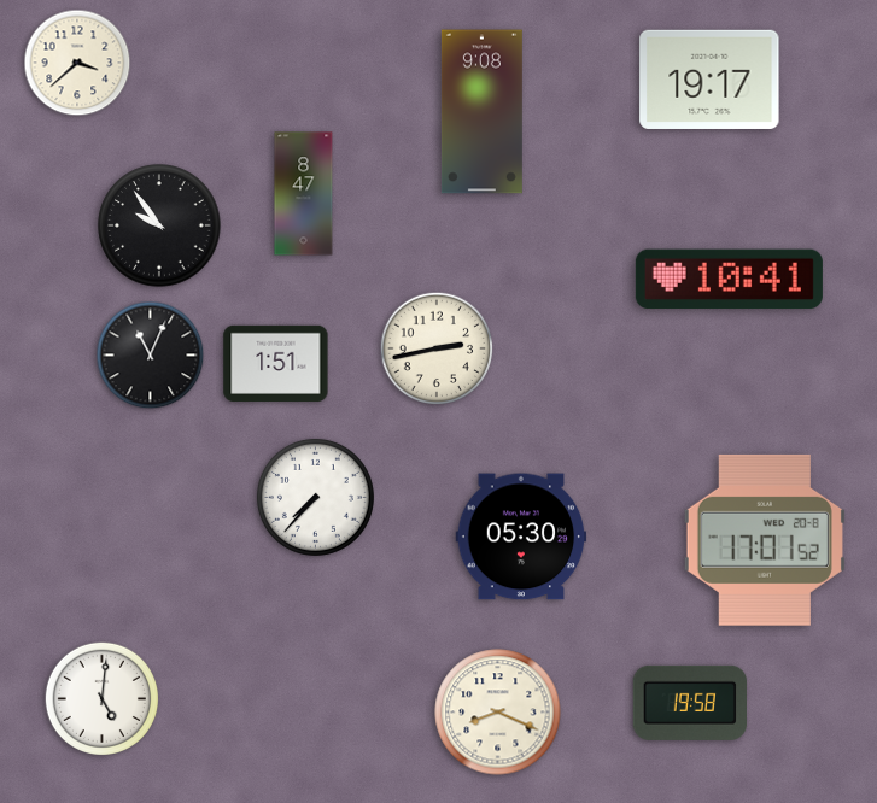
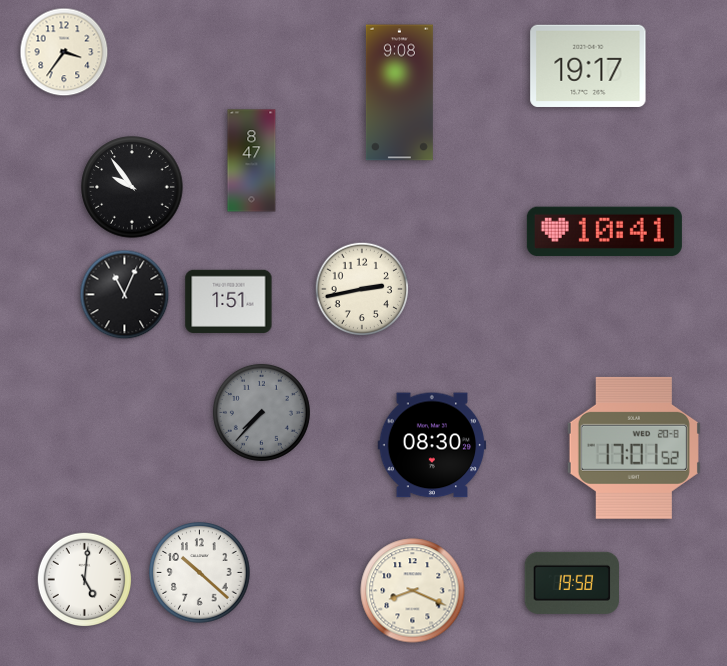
clock at (77, 63): 3:38 -> 3:36
clock at (315, 497) dial: white -> grey
clock at (521, 537): 05:30 -> 08:30
clock at (200, 573): none -> 10:22
